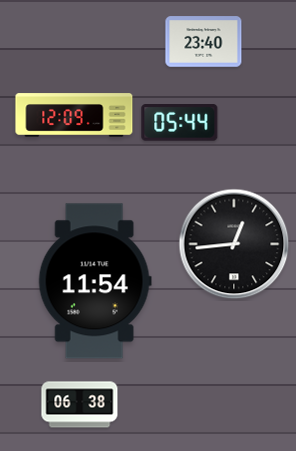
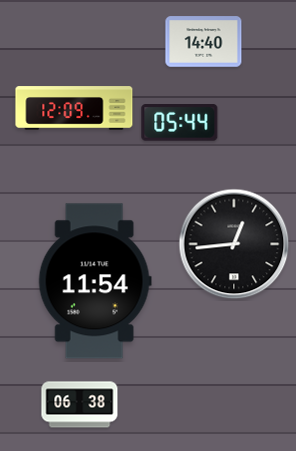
clock at (204, 42): 23:40 -> 14:40
clock at (74, 115) position: (74, 115) -> (74, 108)
